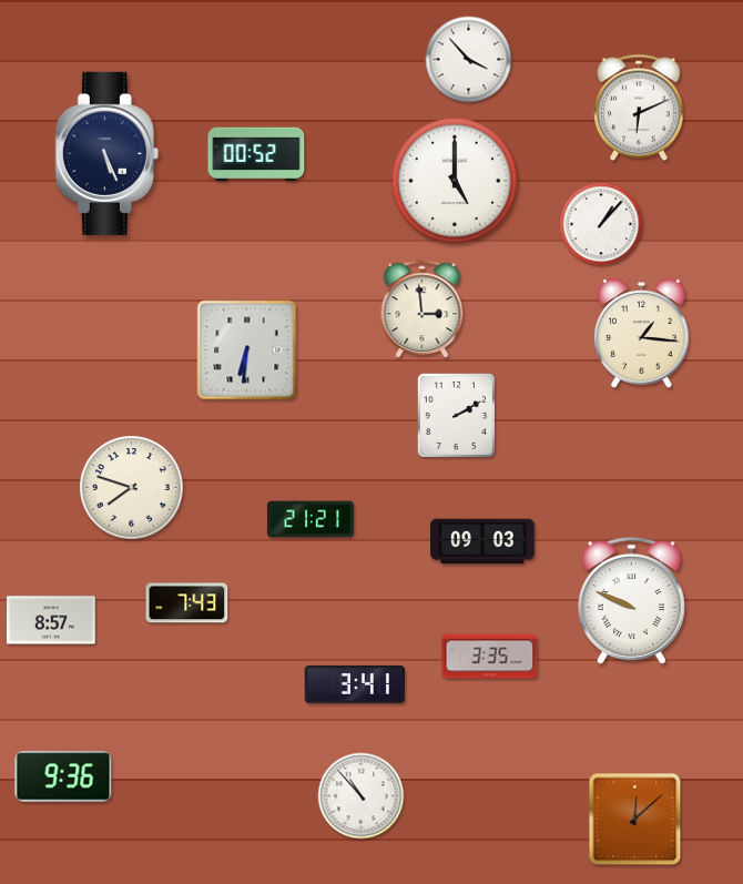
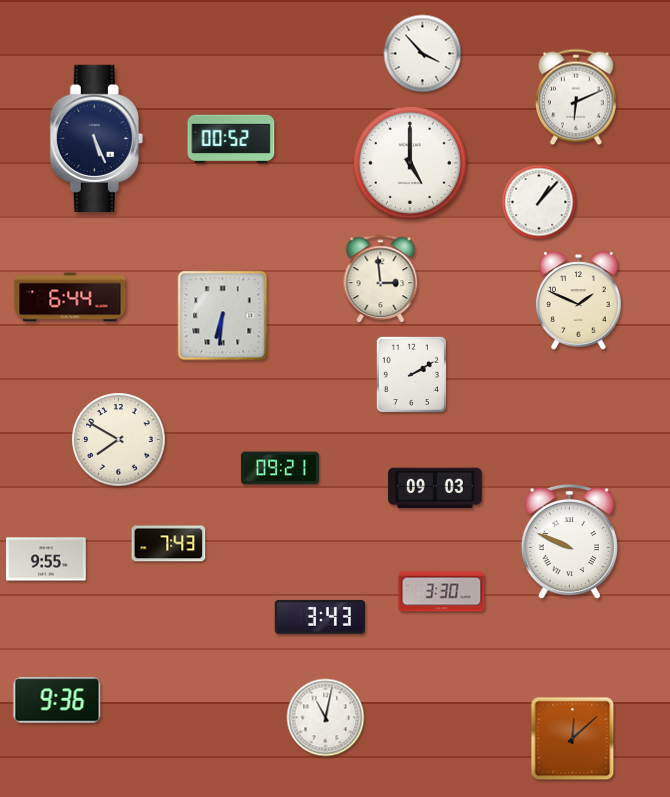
clock at (601, 224) position: (601, 224) -> (539, 202)
clock at (70, 297): none -> 6:44
clock at (642, 334): 1:16 -> 1:49
clock at (132, 488): 7:48 -> 7:50
clock at (311, 519): 21:21 -> 09:21
clock at (51, 620): 8:57 -> 9:55
clock at (490, 657): 3:35 -> 3:30
clock at (354, 684): 3:41 -> 3:43
clock at (362, 796): 10:53 -> 11:02
